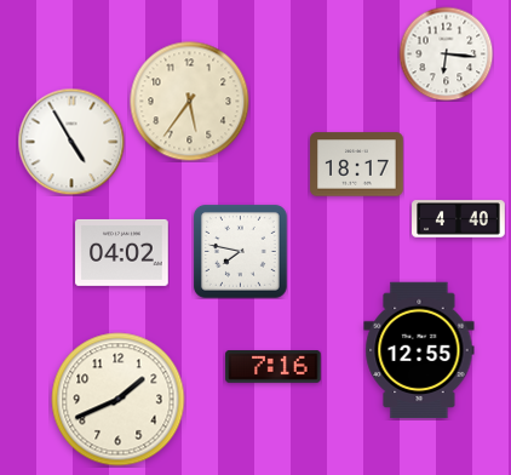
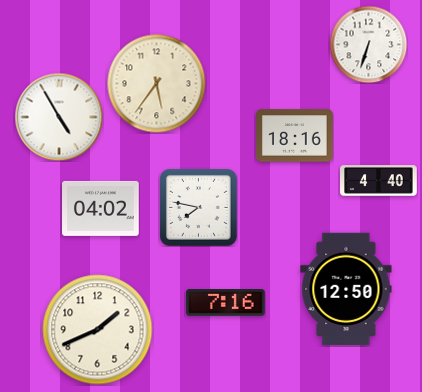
clock at (446, 53): 6:16 -> 6:33
clock at (357, 165): 18:17 -> 18:16
clock at (419, 350): 12:55 -> 12:50
